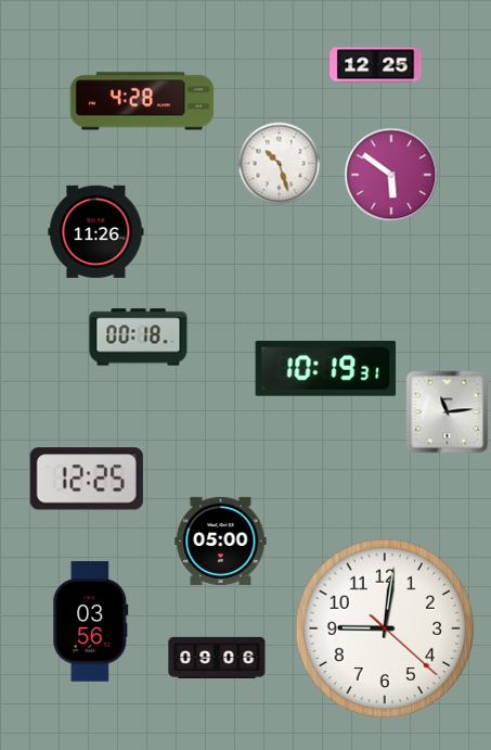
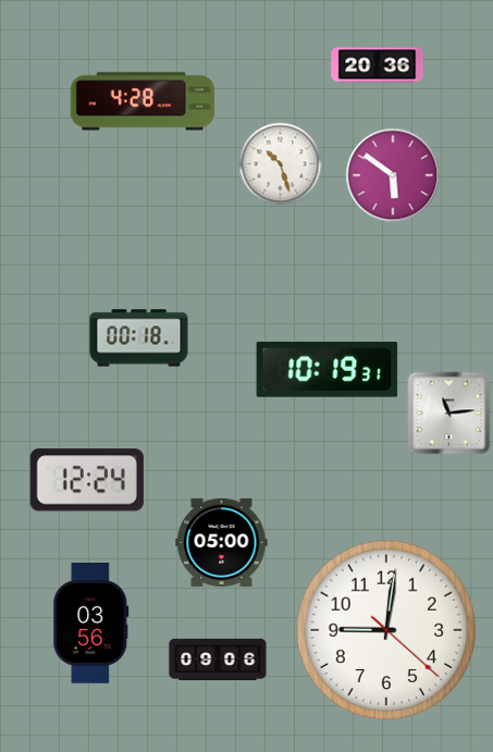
clock at (376, 65): 12:25 -> 20:36
clock at (96, 231): 11:26 -> none
clock at (87, 479): 12:25 -> 12:24
